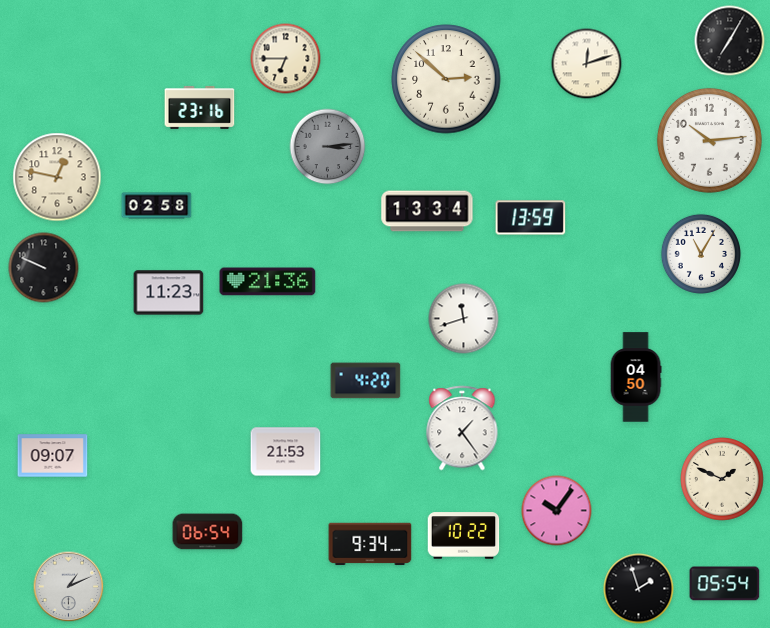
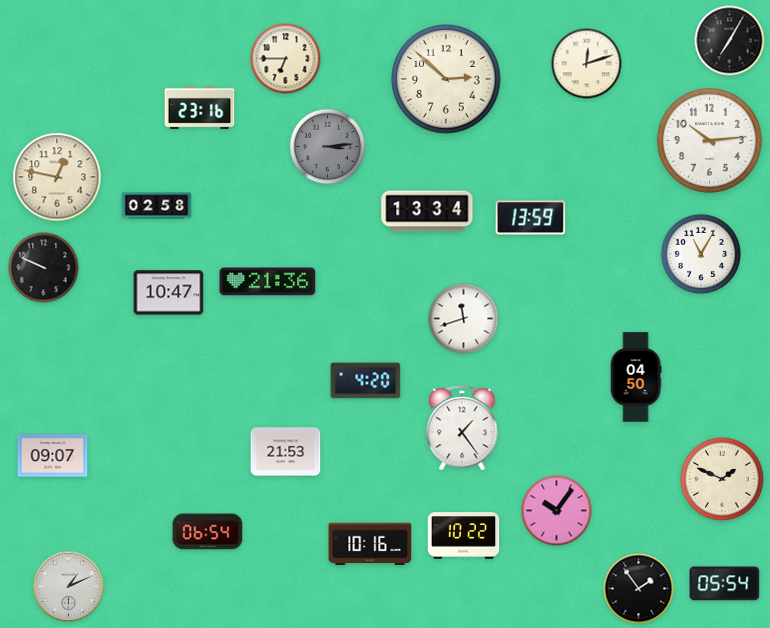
clock at (169, 293): 11:23 -> 10:47
clock at (370, 544): 9:34 -> 10:16
clock at (639, 589): 1:57 -> 1:54
